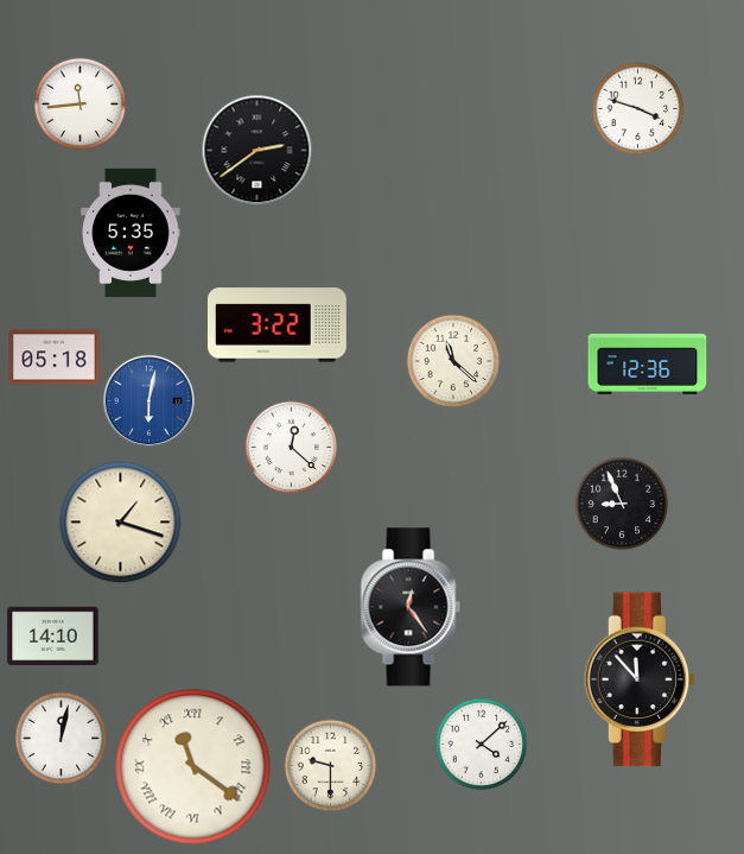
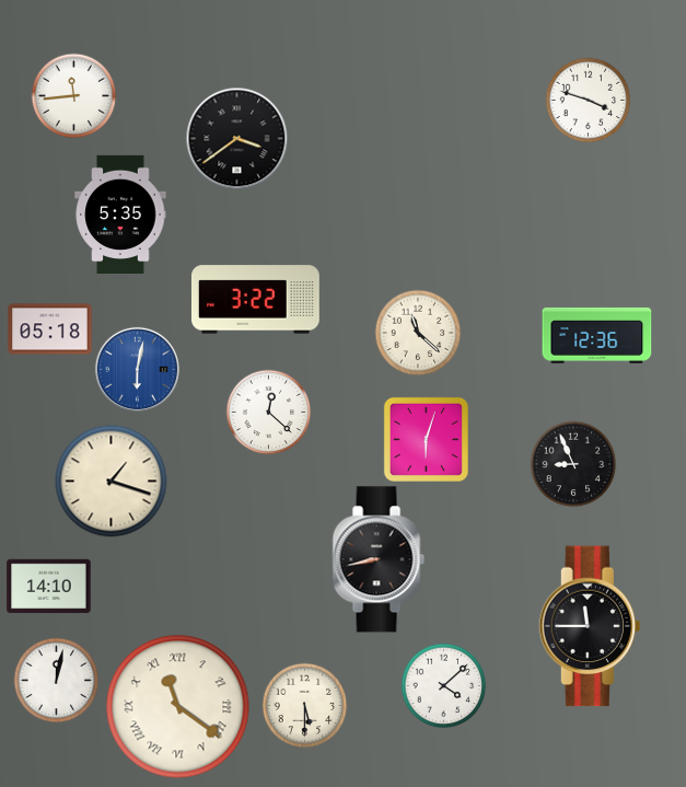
clock at (256, 150): 2:39 -> 3:39
clock at (426, 439): none -> 6:03
clock at (411, 607): 12:24 -> 8:43
clock at (640, 679): 11:53 -> 11:45
clock at (330, 765): 9:30 -> 5:30
